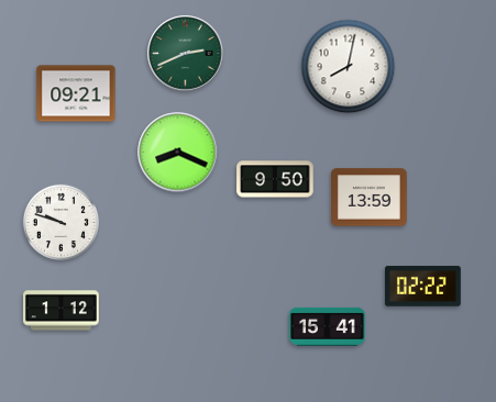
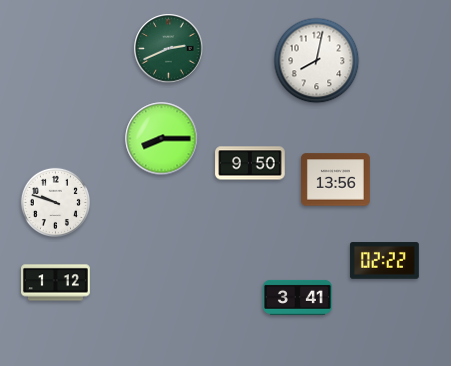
clock at (76, 93): 09:21 -> none
clock at (178, 153): 8:19 -> 8:15
clock at (370, 198): 13:59 -> 13:56
clock at (328, 326): 15:41 -> 3:41
